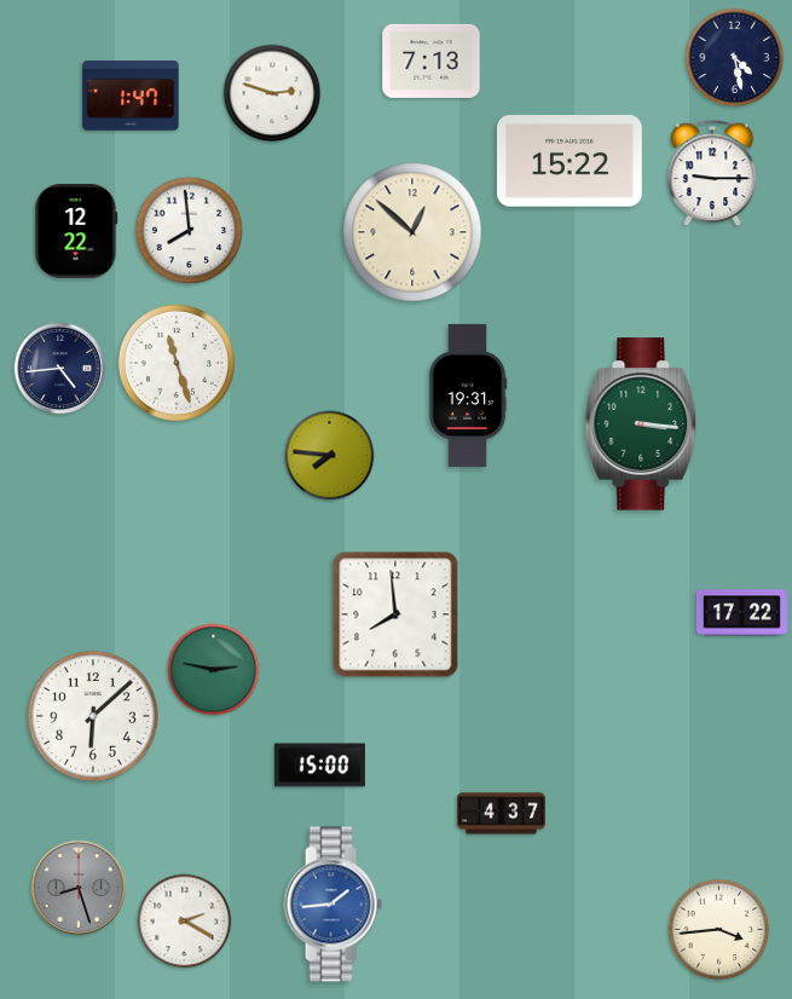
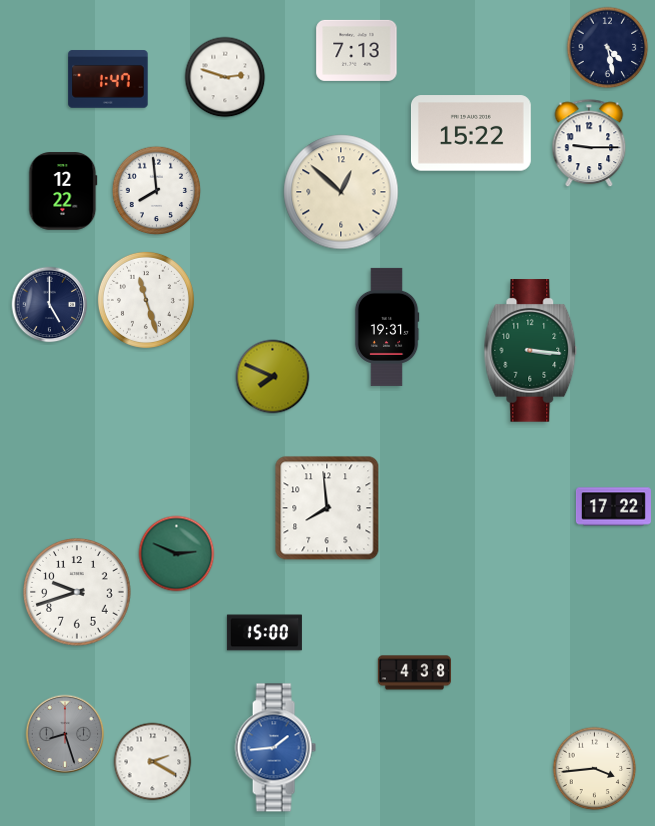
clock at (60, 369): 4:44 -> 5:00
clock at (330, 456): 7:46 -> 7:49
clock at (214, 670): 2:47 -> 2:49
clock at (93, 716): 6:08 -> 9:42
clock at (501, 814): 4:37 -> 4:38
